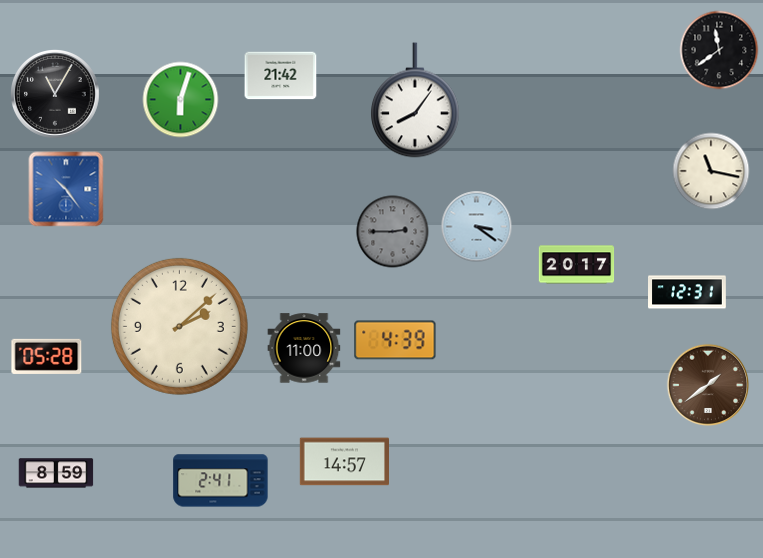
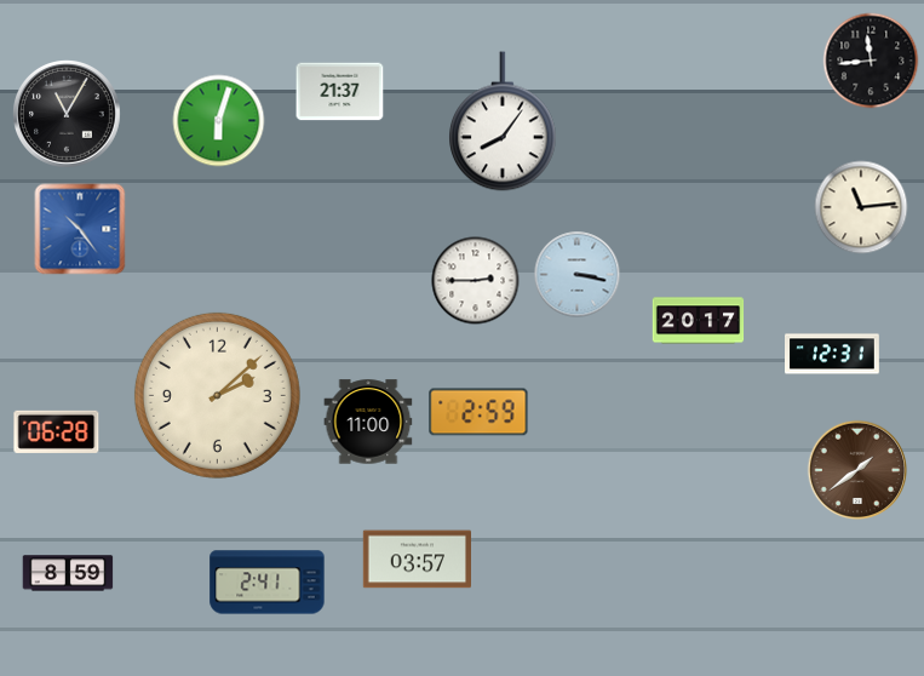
clock at (719, 50): 11:39 -> 11:44
clock at (281, 76): 21:42 -> 21:37
clock at (711, 171): 11:17 -> 11:14
clock at (477, 227): 3:21 -> 3:17
clock at (393, 232) dial: grey -> white
clock at (395, 340): 4:39 -> 2:59
clock at (47, 356): 05:28 -> 06:28
clock at (708, 385) position: (708, 385) -> (857, 470)
clock at (344, 462): 14:57 -> 03:57
